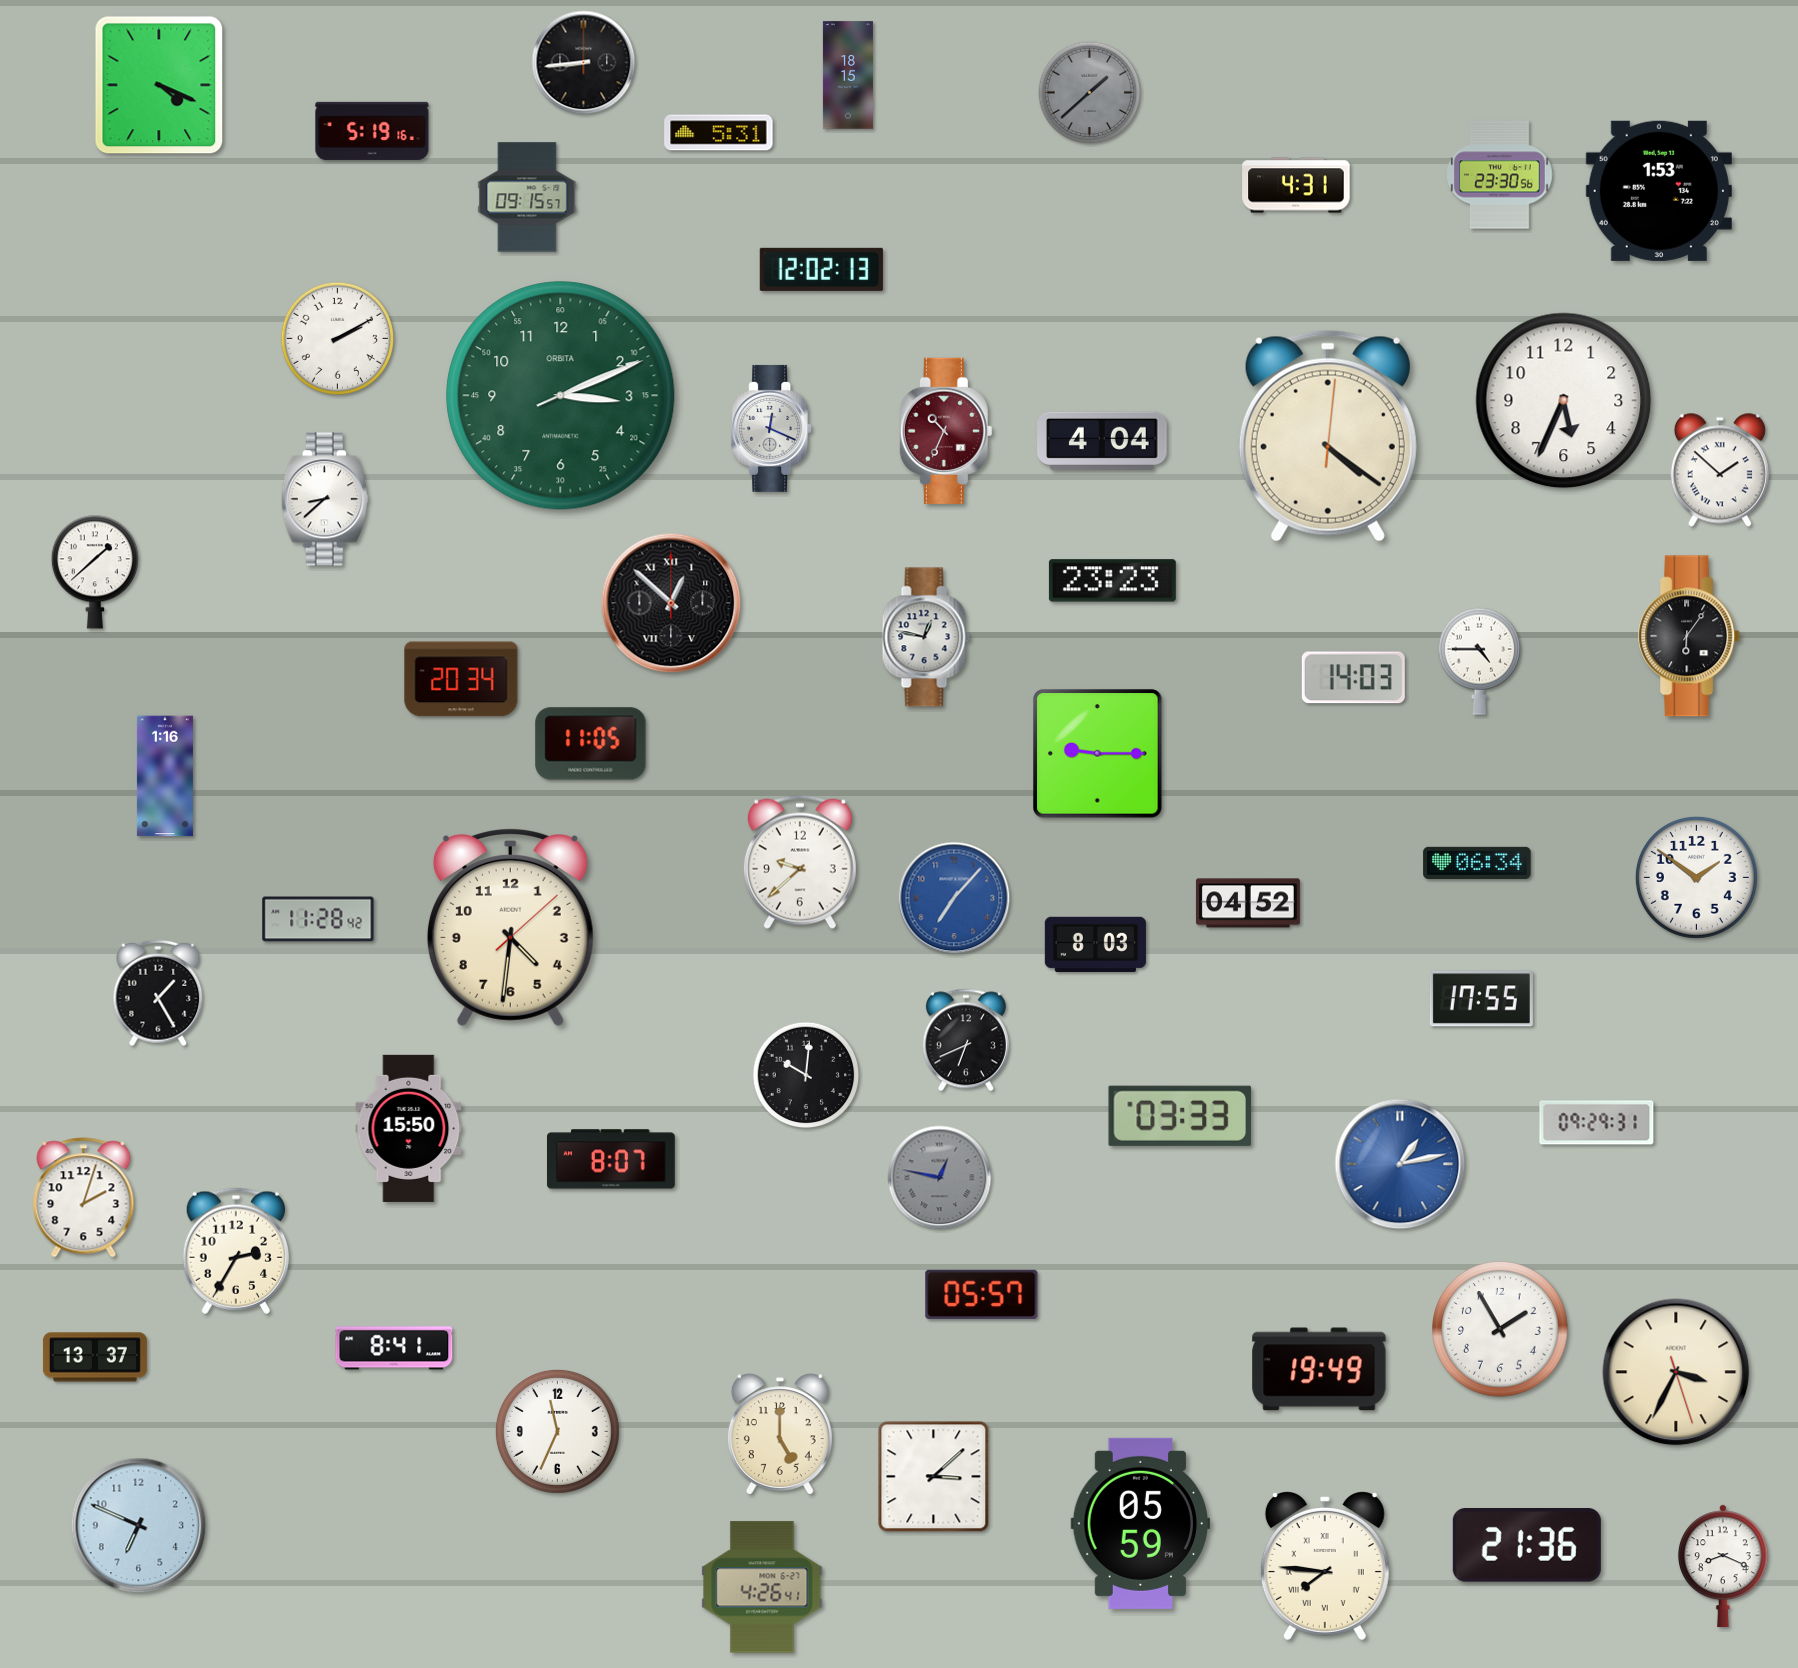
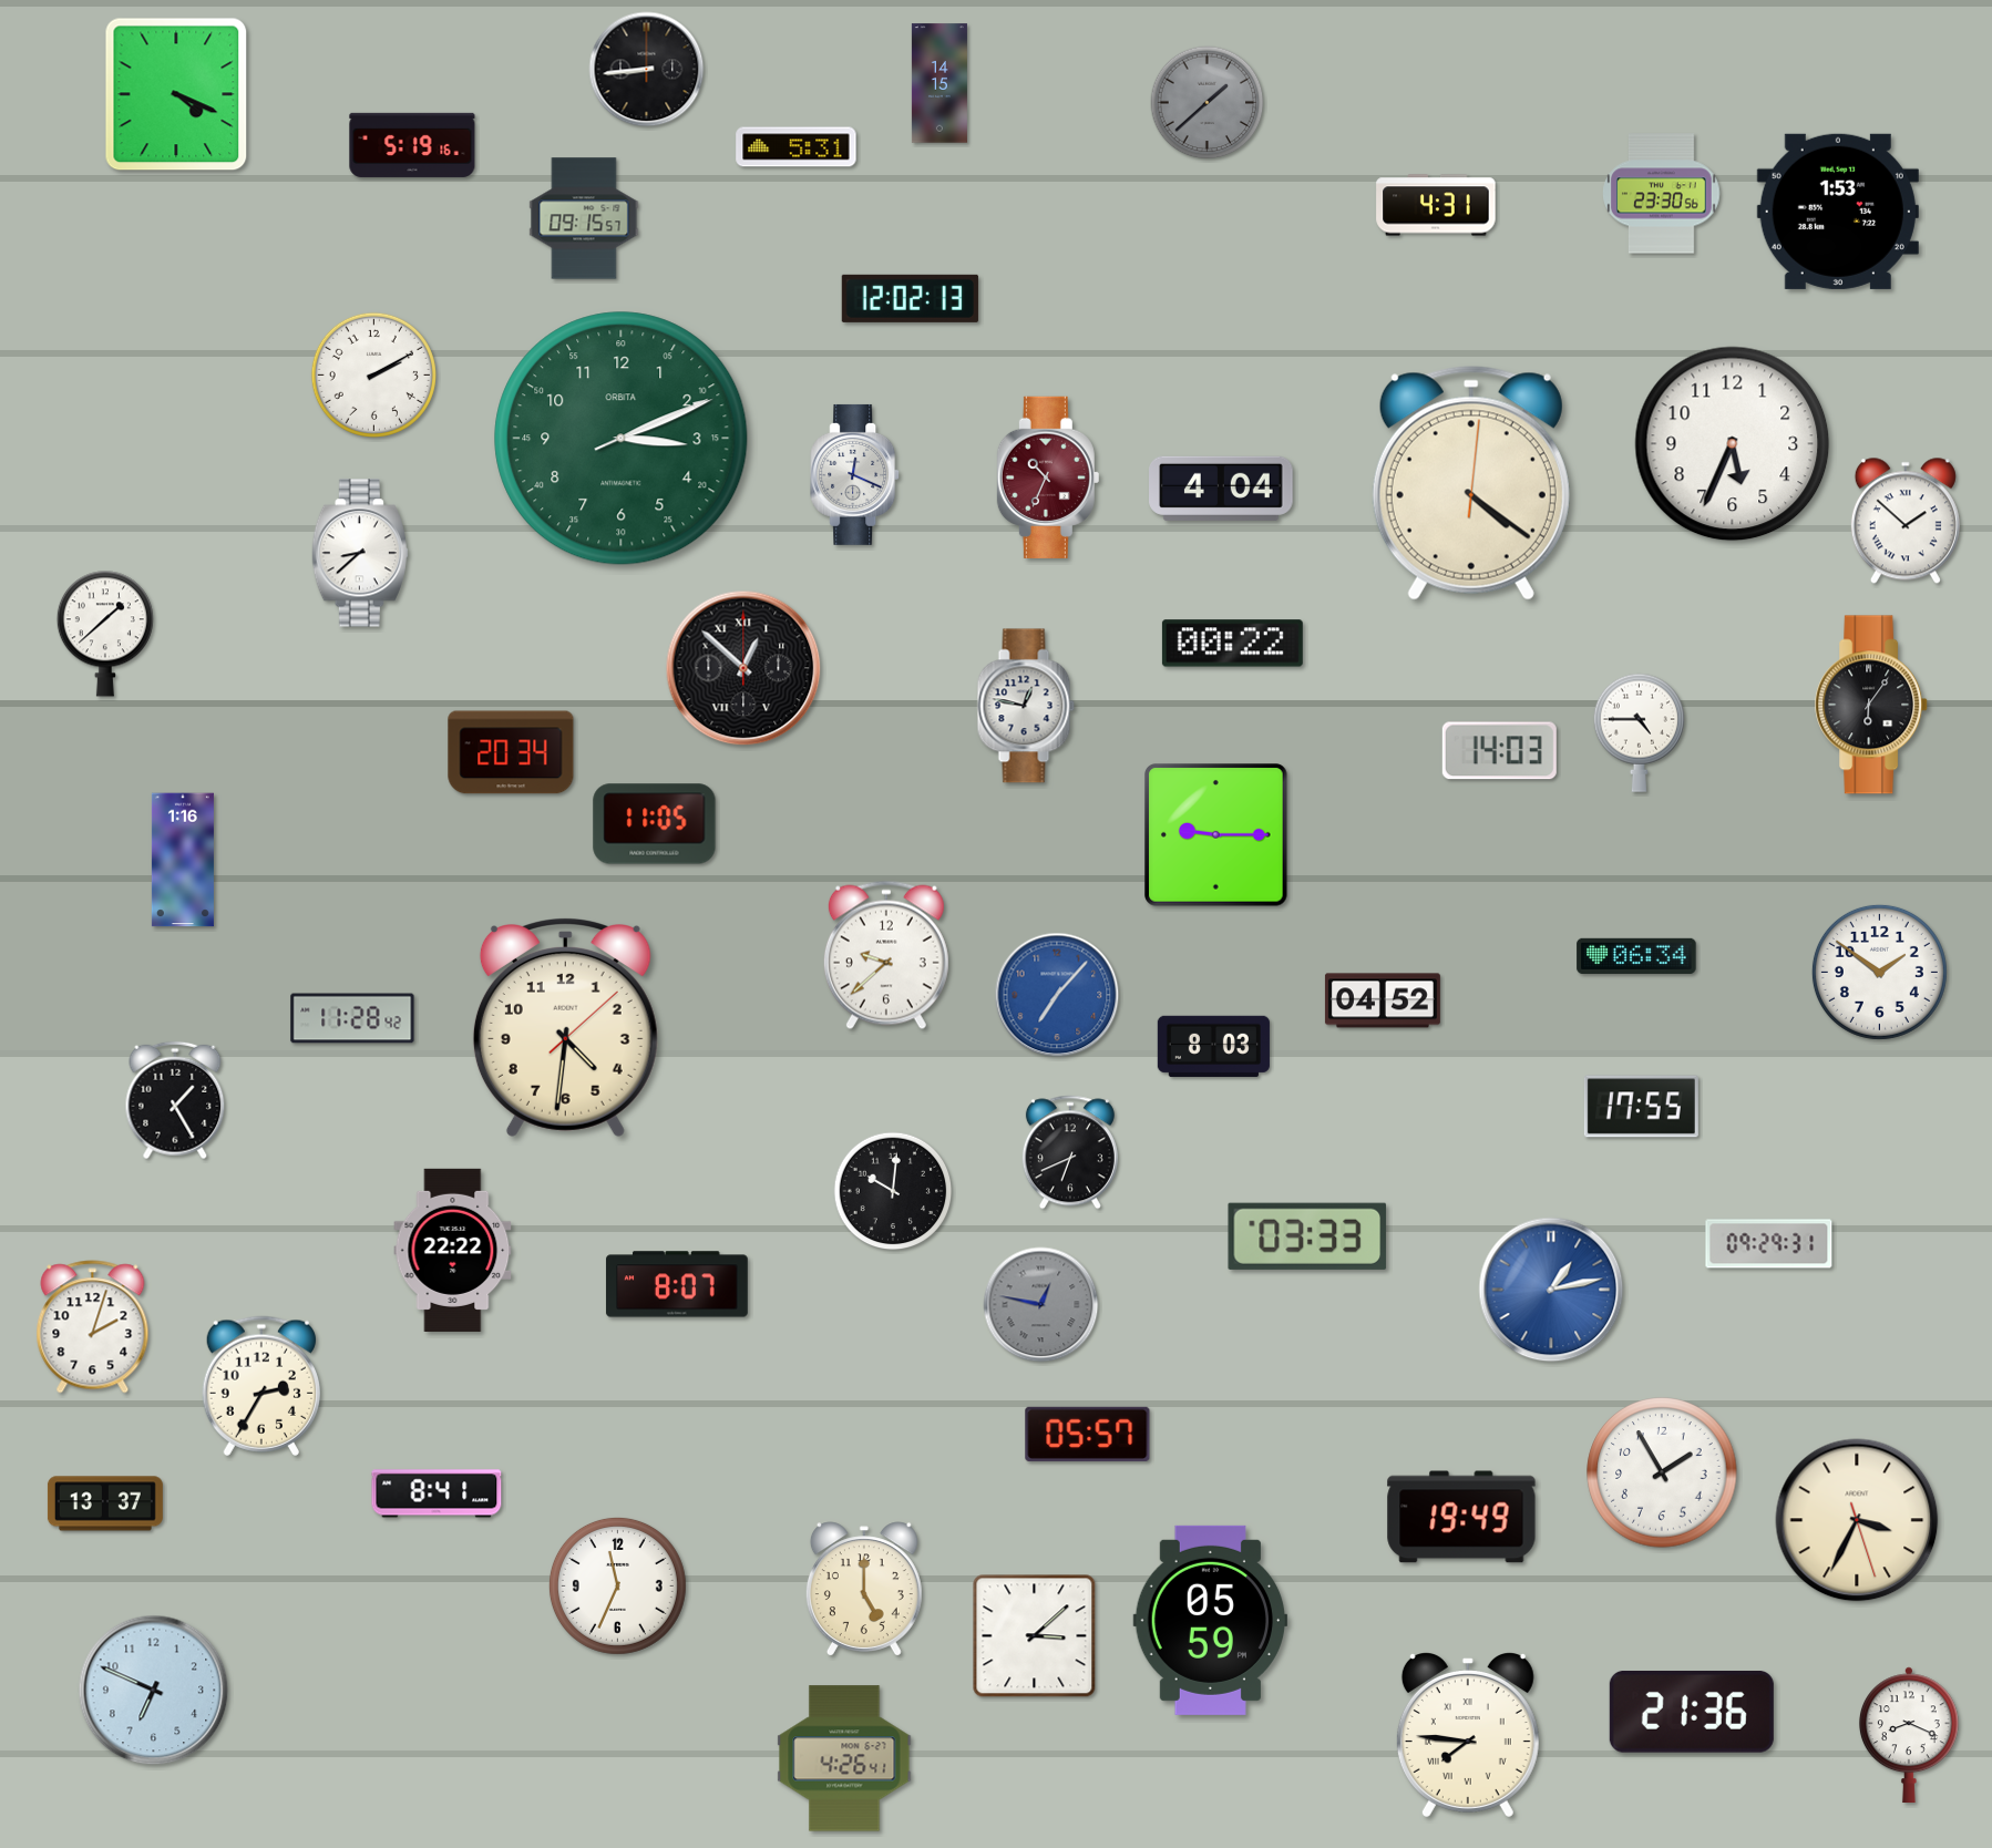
clock at (848, 75): 18:15 -> 14:15
clock at (1112, 581): 23:23 -> 00:22
clock at (409, 1128): 15:50 -> 22:22
clock at (1140, 1523) position: (1140, 1523) -> (1210, 1620)
